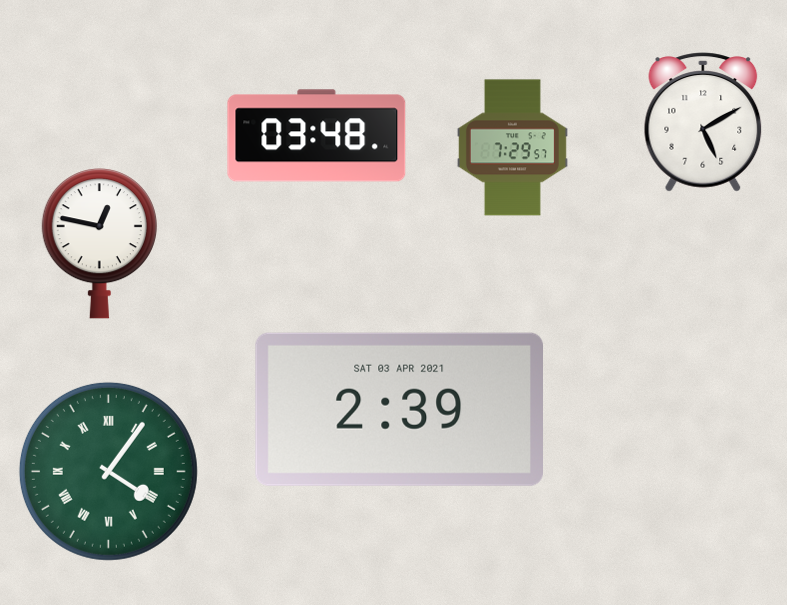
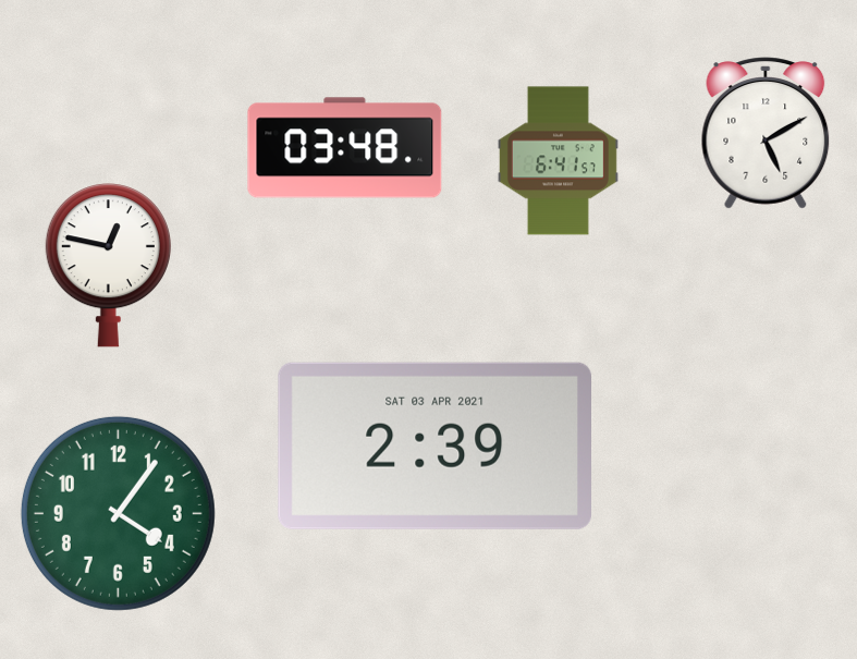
clock at (512, 148): 7:29 -> 6:41
clock at (108, 471) numerals: Roman -> Arabic
